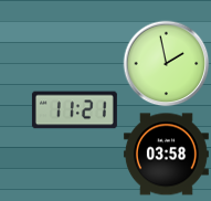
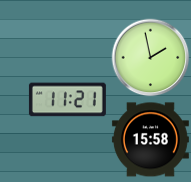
clock at (166, 155): 03:58 -> 15:58
